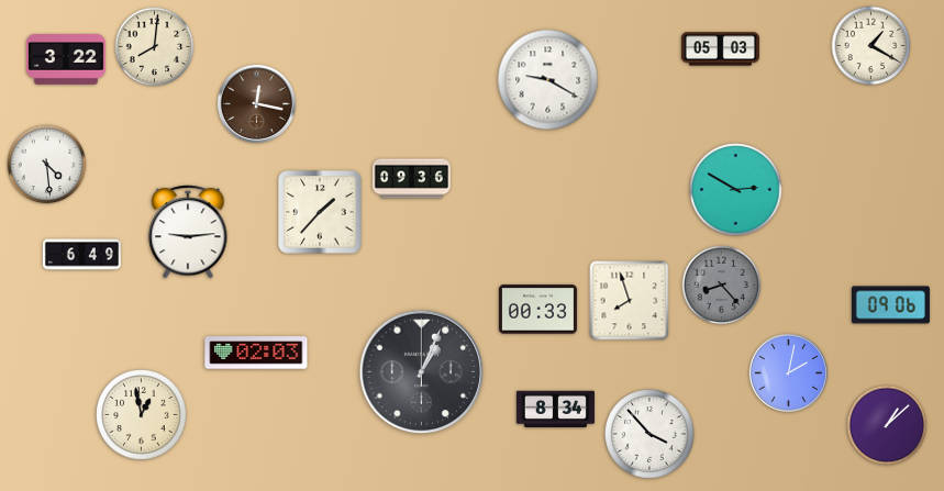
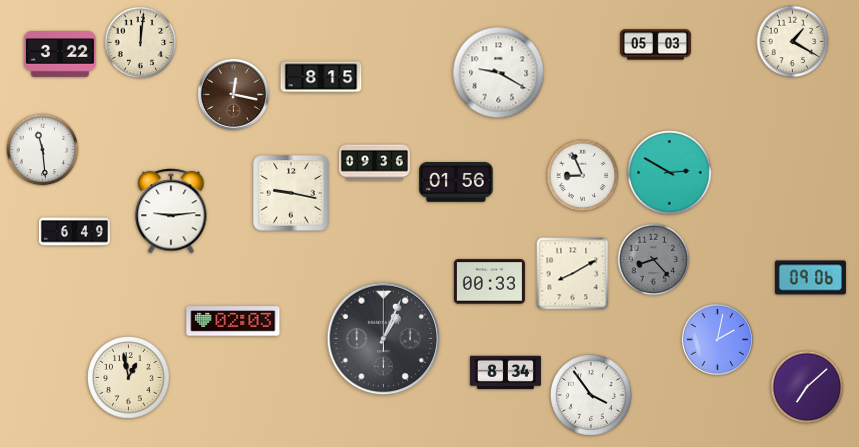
clock at (155, 47): 8:01 -> 12:01
clock at (321, 77): none -> 8:15
clock at (47, 165): 4:29 -> 11:29
clock at (583, 176): none -> 8:56
clock at (456, 183): none -> 01:56
clock at (320, 212): 1:37 -> 9:17
clock at (722, 286) position: (722, 286) -> (654, 260)
clock at (630, 301): 7:57 -> 8:10
clock at (887, 425): 1:08 -> 7:08
clock at (651, 435): 3:53 -> 3:54
